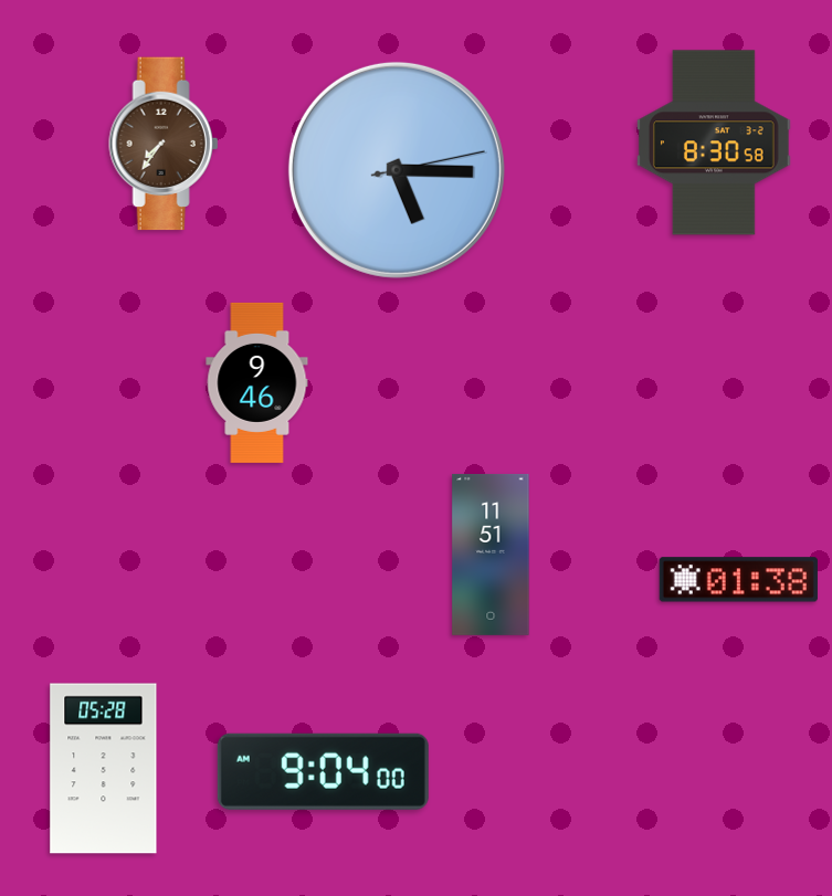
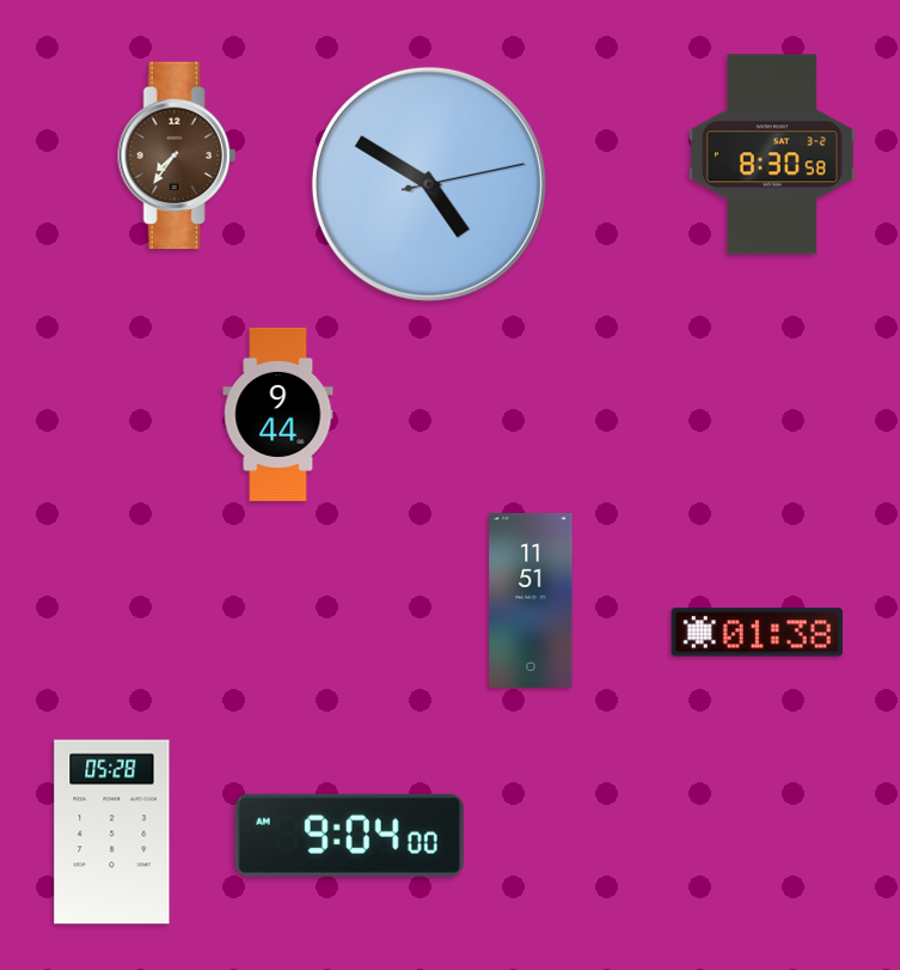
clock at (397, 170): 5:15 -> 4:50
clock at (257, 382): 9:46 -> 9:44
clock at (738, 580) position: (738, 580) -> (757, 633)
